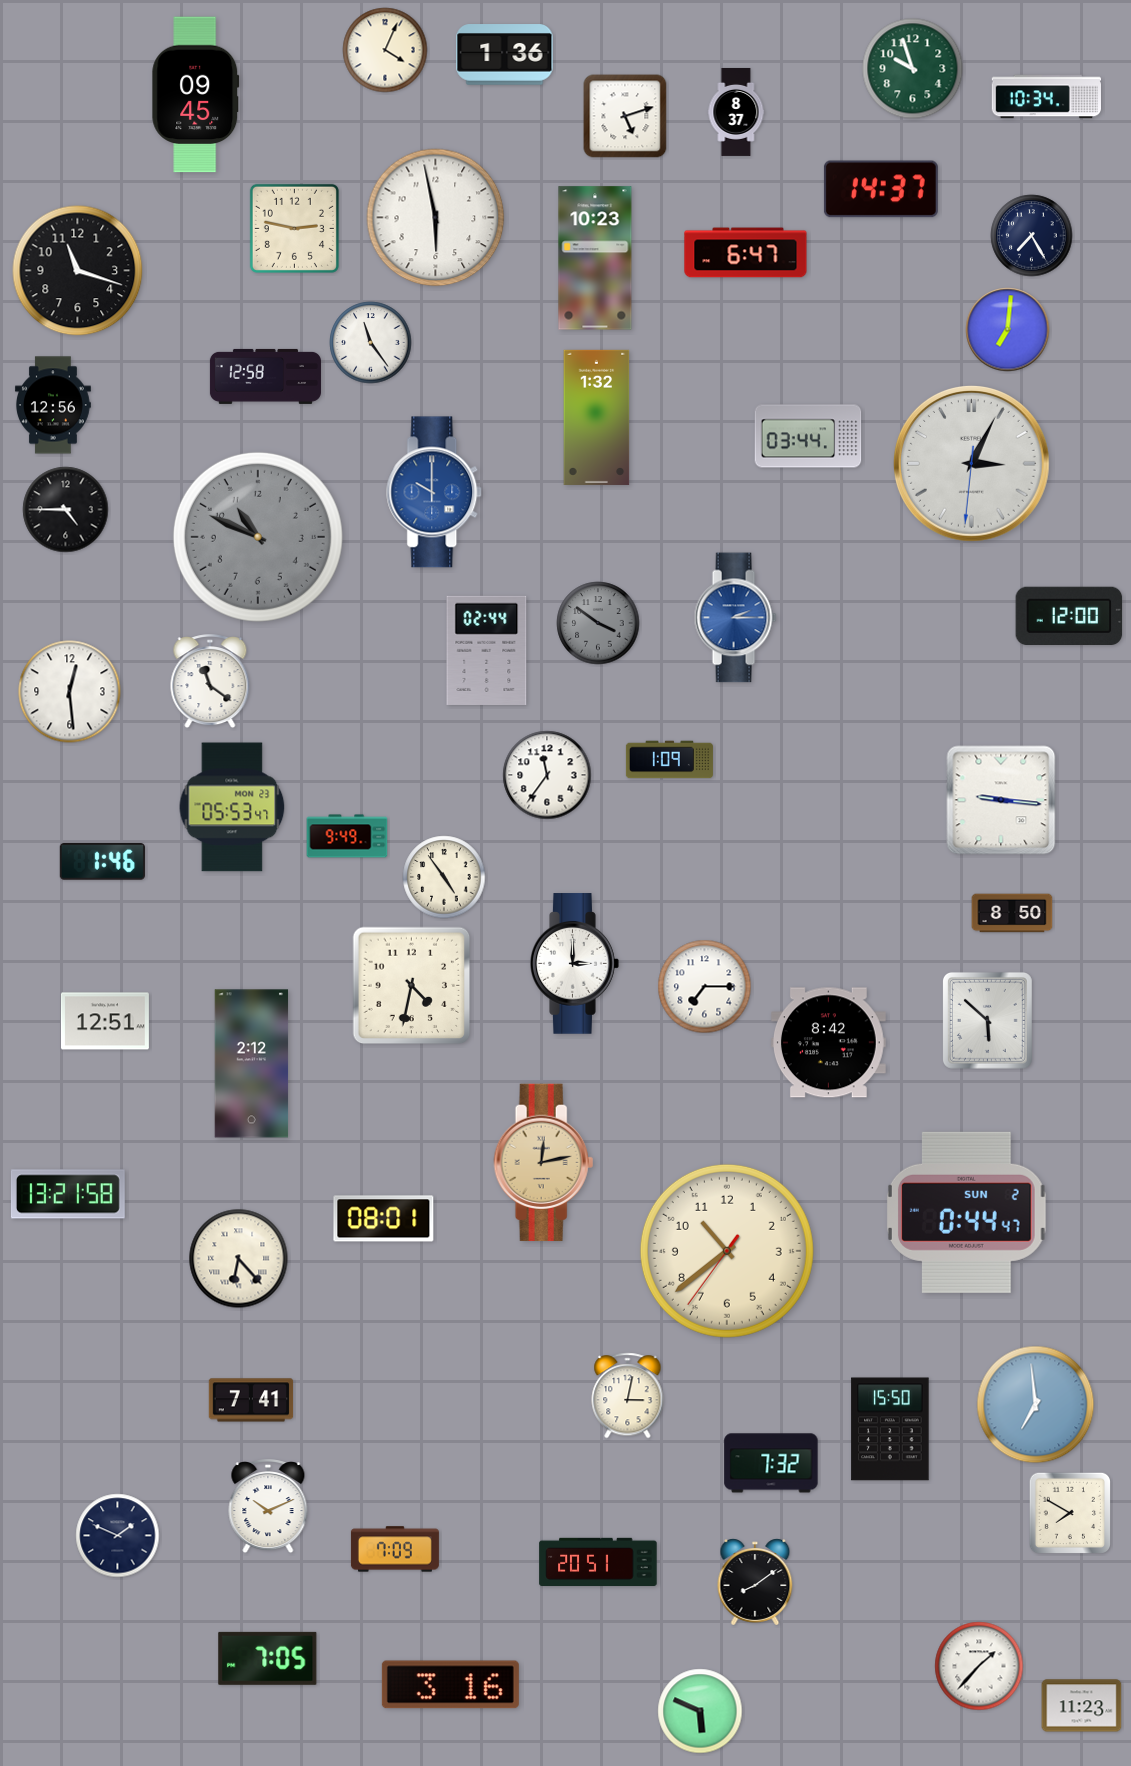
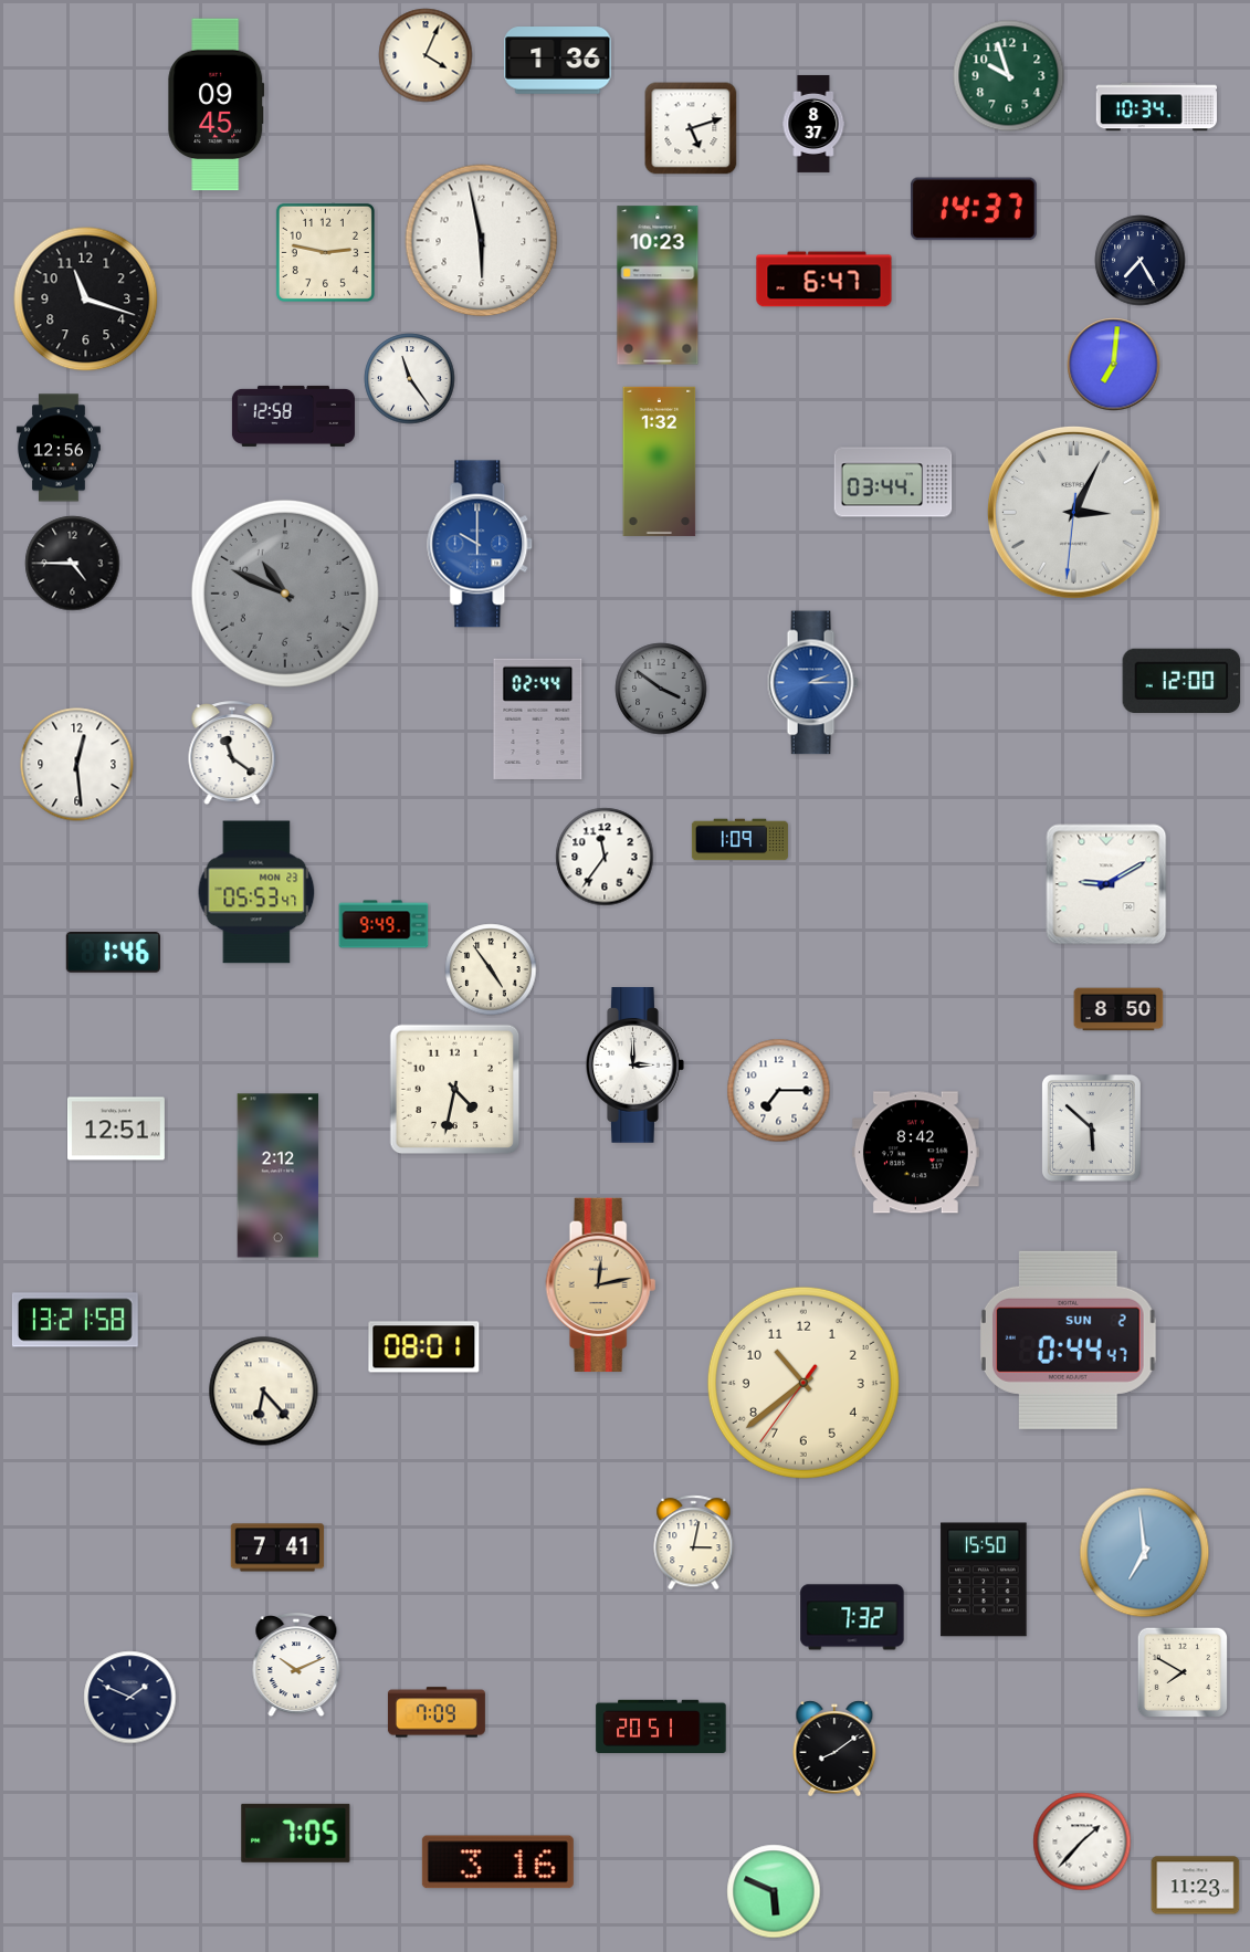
clock at (1001, 800): 9:16 -> 9:10
